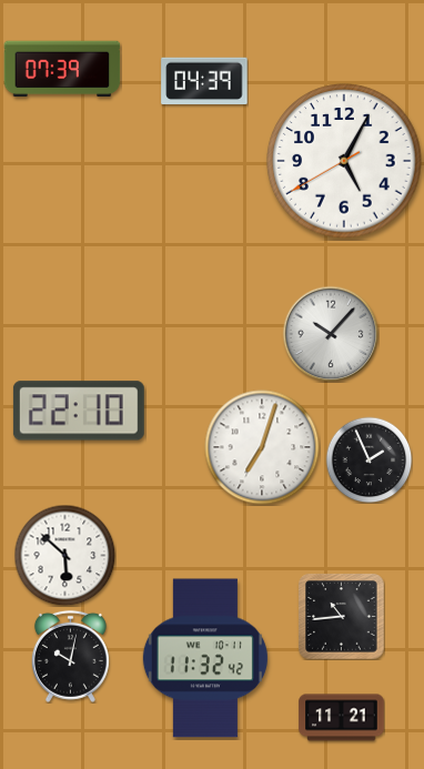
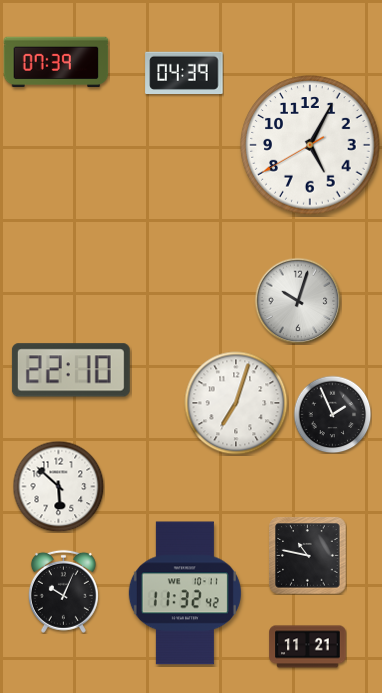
clock at (331, 334): 10:07 -> 10:03
clock at (64, 555) position: (64, 555) -> (58, 486)
clock at (342, 617): 10:44 -> 10:47
clock at (70, 656): 10:02 -> 10:04
